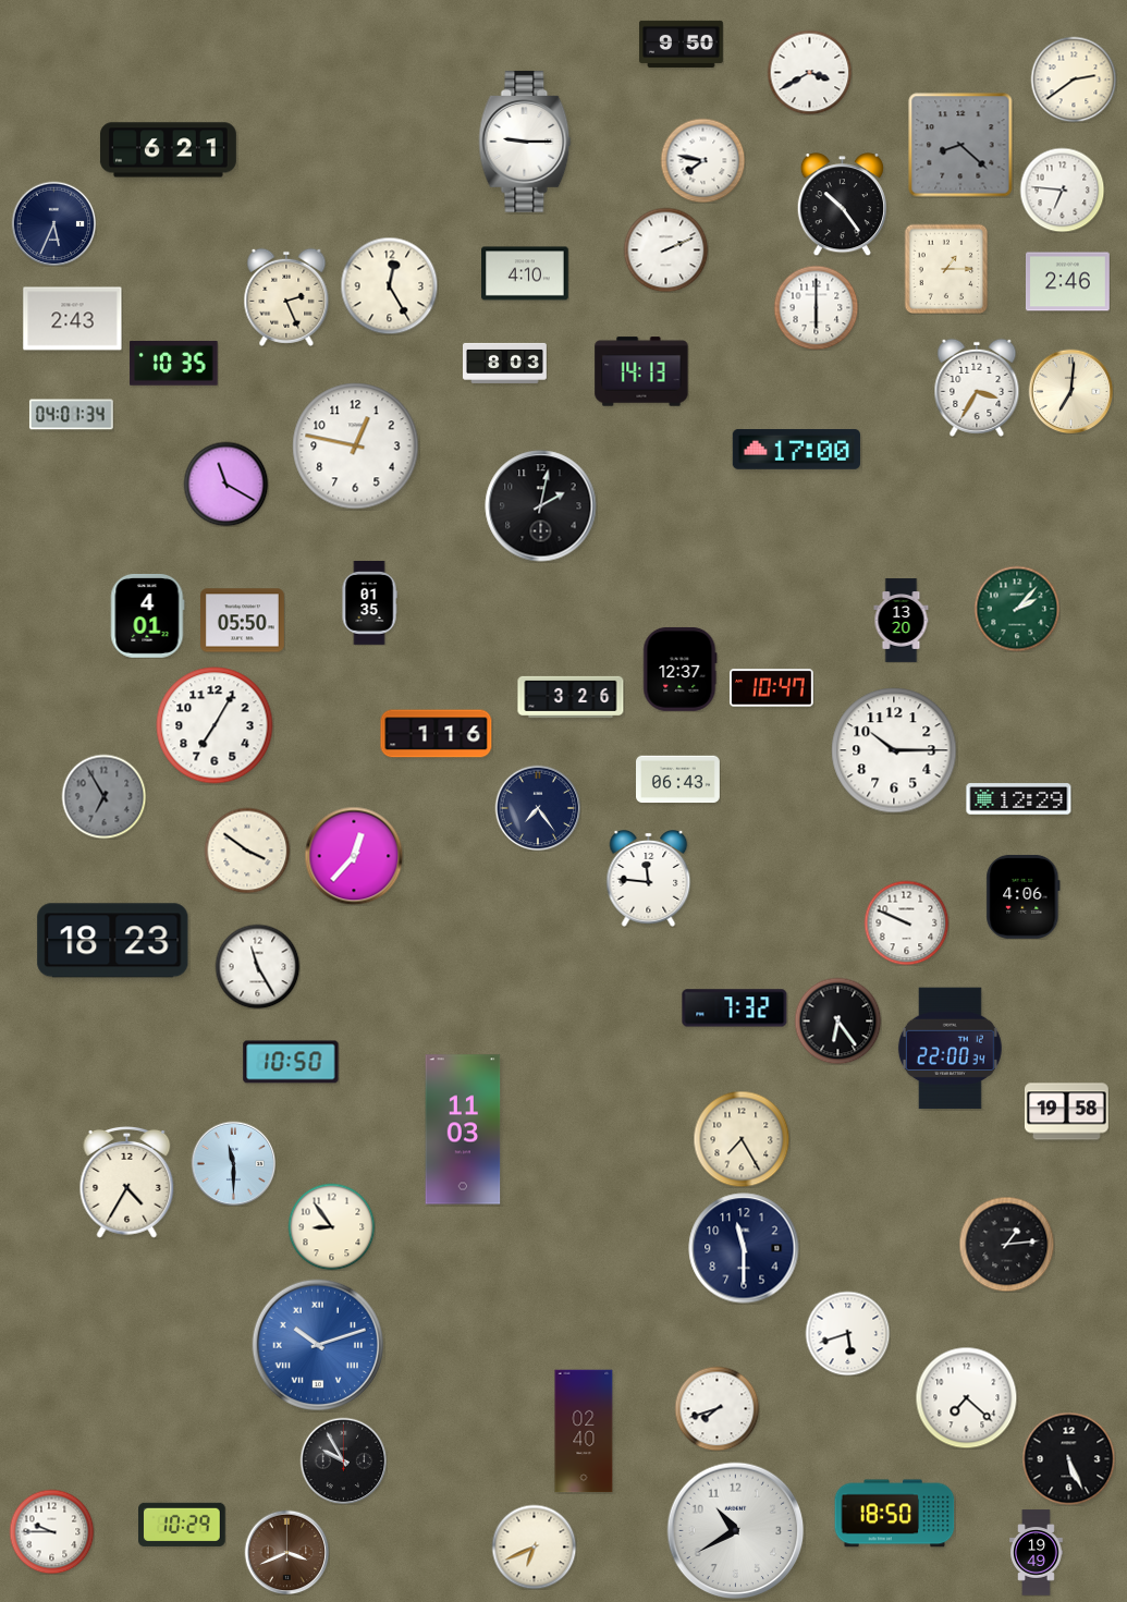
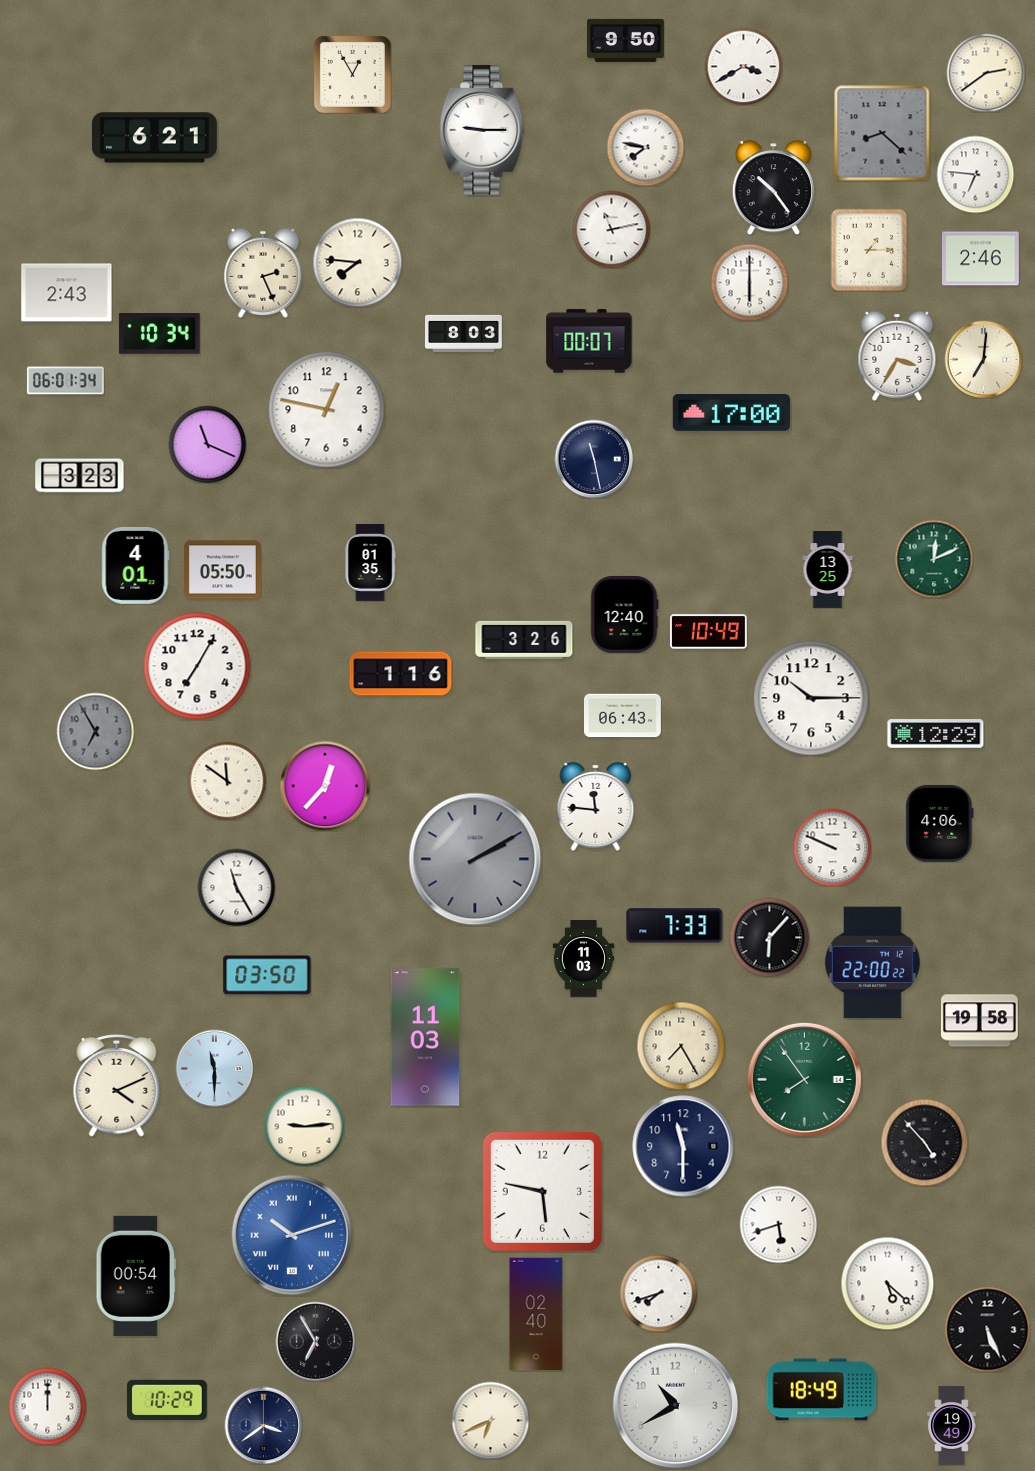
clock at (352, 74): none -> 12:55
clock at (53, 223): 5:34 -> none
clock at (665, 249): 2:11 -> 11:13
clock at (946, 269) position: (946, 269) -> (869, 250)
clock at (525, 273): 4:10 -> none
clock at (389, 285): 12:25 -> 7:46
clock at (174, 364): 10:35 -> 10:34
clock at (641, 371): 14:13 -> 00:07
clock at (71, 415): 04:01 -> 06:01
clock at (225, 484): 11:20 -> 11:19
clock at (594, 459): none -> 11:28
clock at (541, 506): 2:02 -> none
clock at (80, 476): none -> 3:23
clock at (369, 603) position: (369, 603) -> (370, 563)
clock at (1017, 609): 2:07 -> 12:11
clock at (902, 621): 13:20 -> 13:25
clock at (681, 669): 12:37 -> 12:40
clock at (772, 688): 10:47 -> 10:49
clock at (894, 750) position: (894, 750) -> (811, 698)
clock at (538, 808): 7:24 -> none
clock at (247, 851): 3:51 -> 11:51
clock at (475, 859): none -> 2:10
clock at (113, 941): 18:23 -> none
clock at (735, 1008): 7:32 -> 7:33
clock at (837, 1020): 6:24 -> 6:07
clock at (584, 959): none -> 11:03
clock at (950, 1049): 22:00:34 -> 22:00:22
clock at (291, 1062): 10:50 -> 03:50
clock at (804, 1079): none -> 7:54
clock at (127, 1182): 4:35 -> 4:11
clock at (331, 1226): 8:54 -> 9:14
clock at (1006, 1244): 1:14 -> 4:53
clock at (542, 1191): none -> 5:47
clock at (136, 1276): none -> 00:54
clock at (966, 1397): 7:22 -> 5:22
clock at (1068, 1458) position: (1068, 1458) -> (987, 1329)
clock at (343, 1460): 9:55 -> 6:55
clock at (895, 1514): 18:50 -> 18:49
clock at (51, 1531): 9:45 -> 12:00
clock at (286, 1552): 3:41 -> 3:39
clock at (286, 1552) dial: brown -> navy
